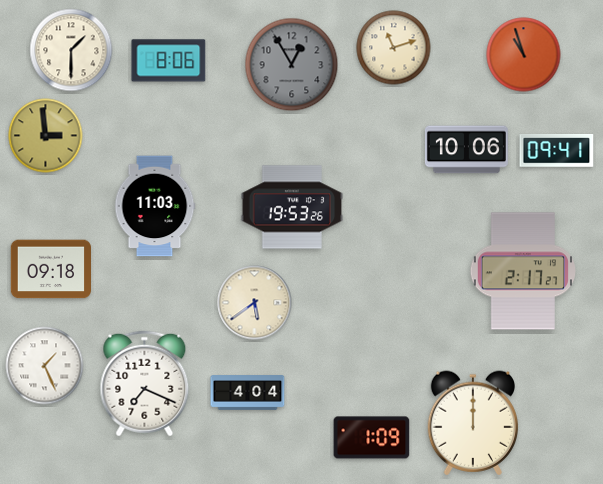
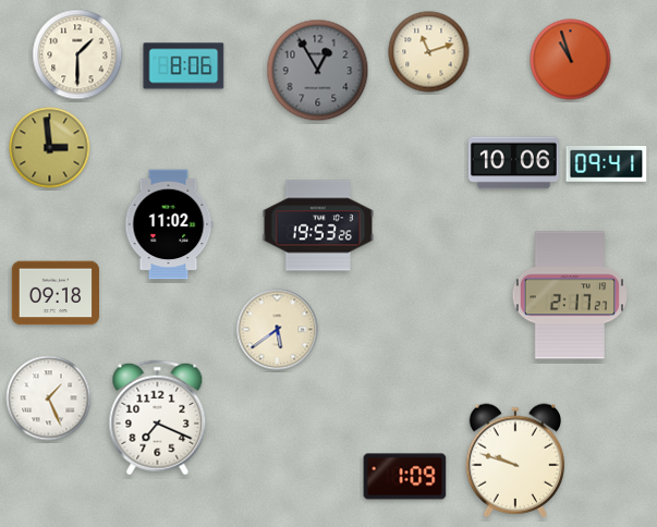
clock at (466, 150) position: (466, 150) -> (513, 163)
clock at (155, 206): 11:03 -> 11:02
clock at (248, 393): 4:04 -> none
clock at (472, 423): 12:00 -> 9:48
